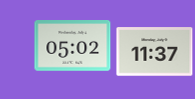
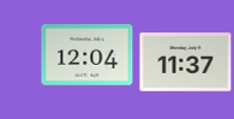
clock at (73, 46): 05:02 -> 12:04
